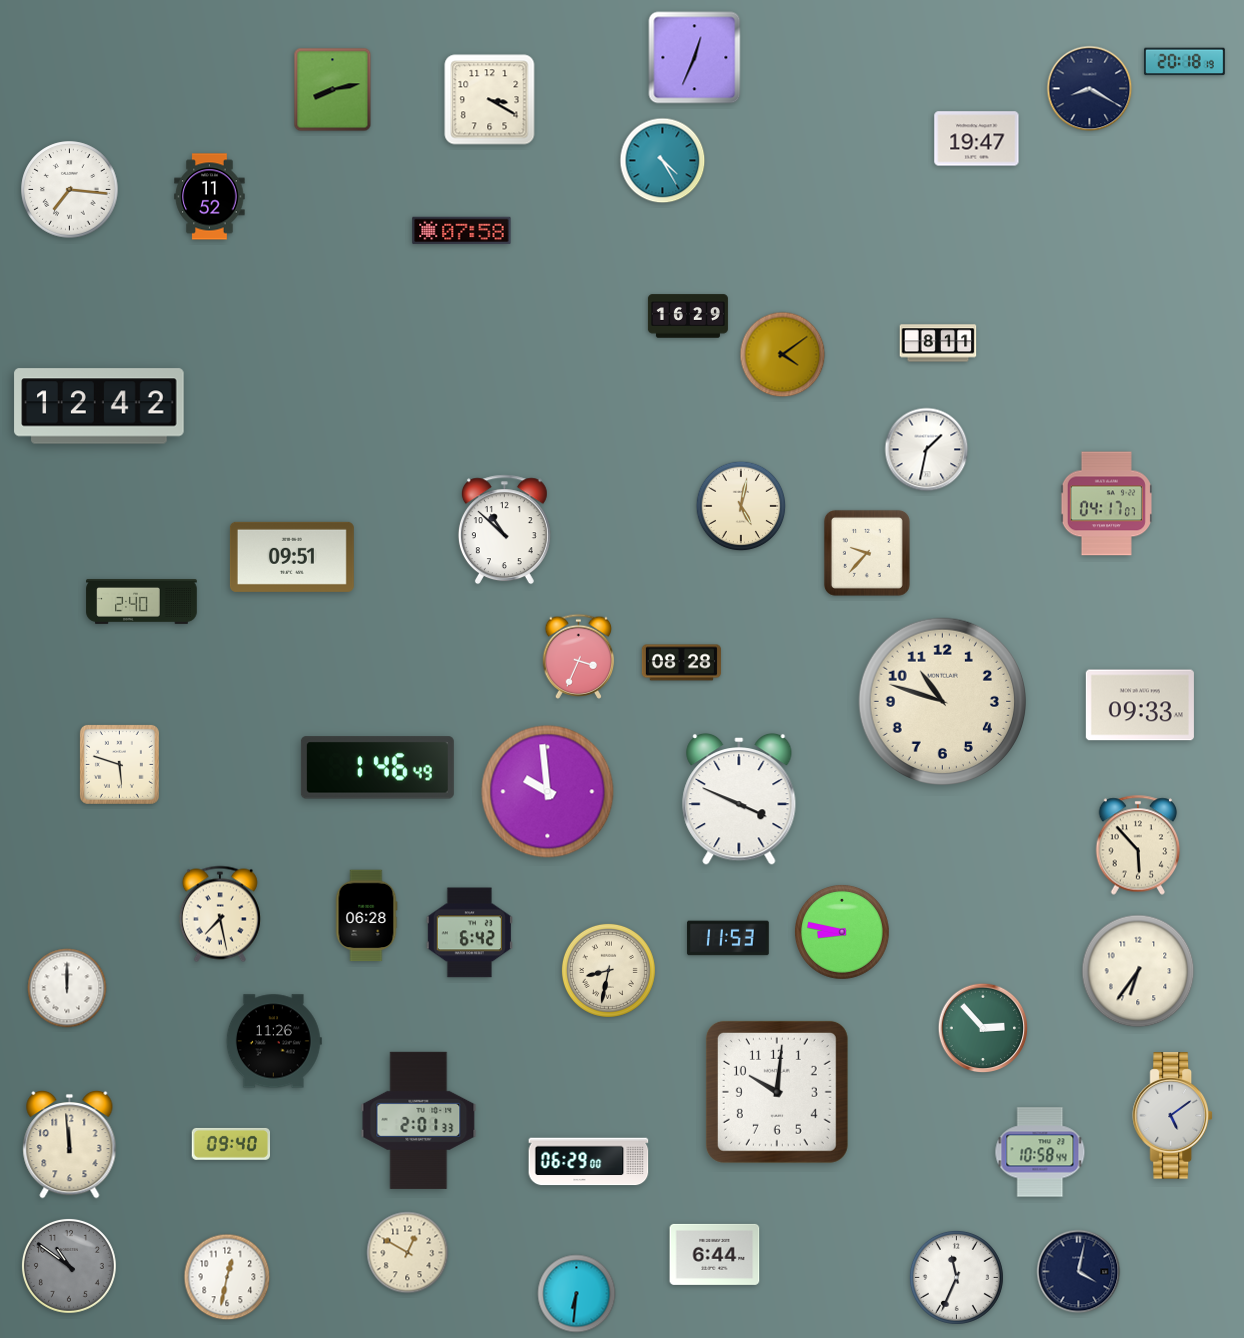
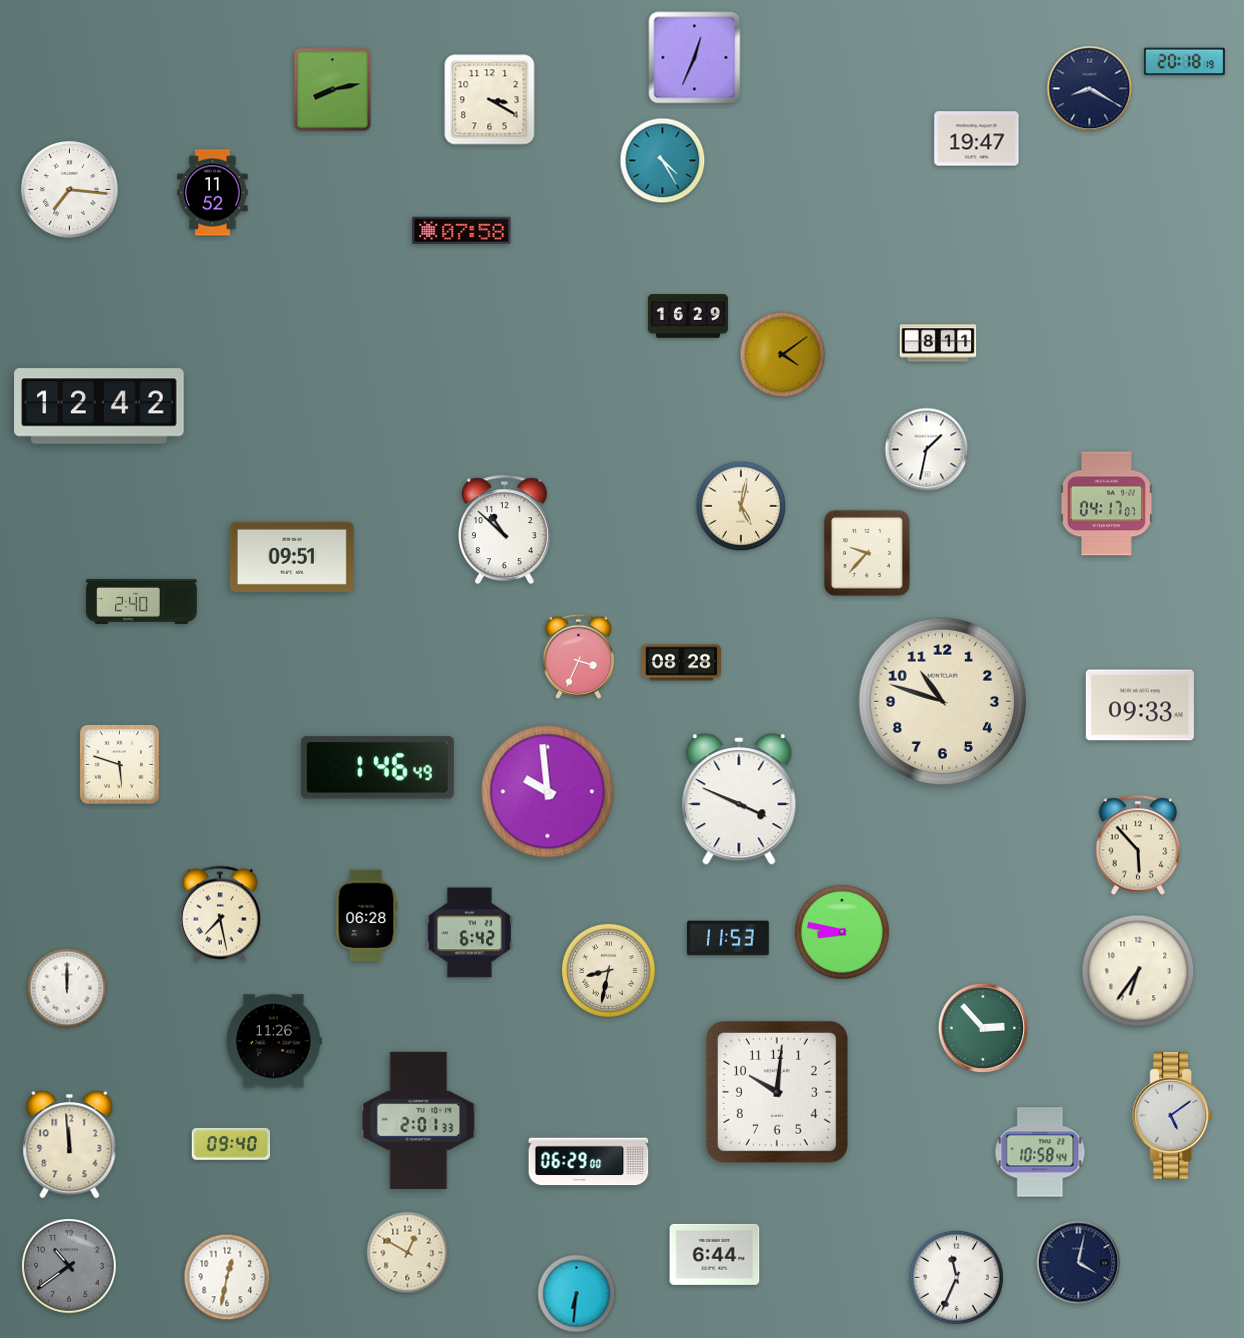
clock at (210, 197) position: (210, 197) -> (213, 193)
clock at (69, 1266): 10:51 -> 10:39
clock at (1079, 1272) position: (1079, 1272) -> (1079, 1263)
